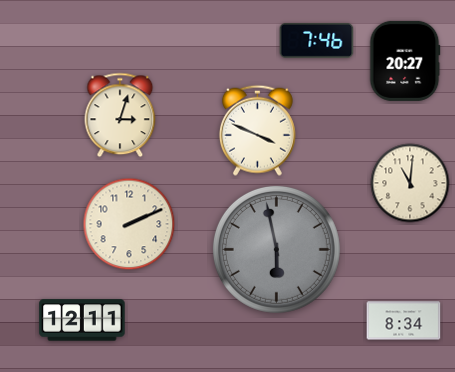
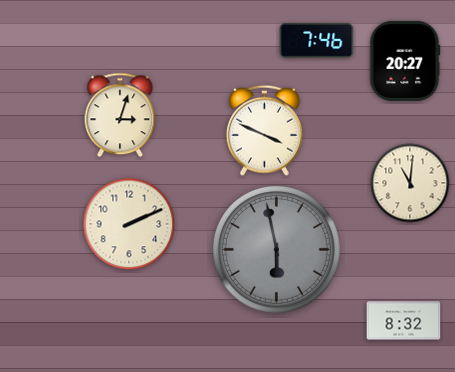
clock at (257, 130) position: (257, 130) -> (264, 130)
clock at (82, 320): 12:11 -> none
clock at (404, 321): 8:34 -> 8:32
